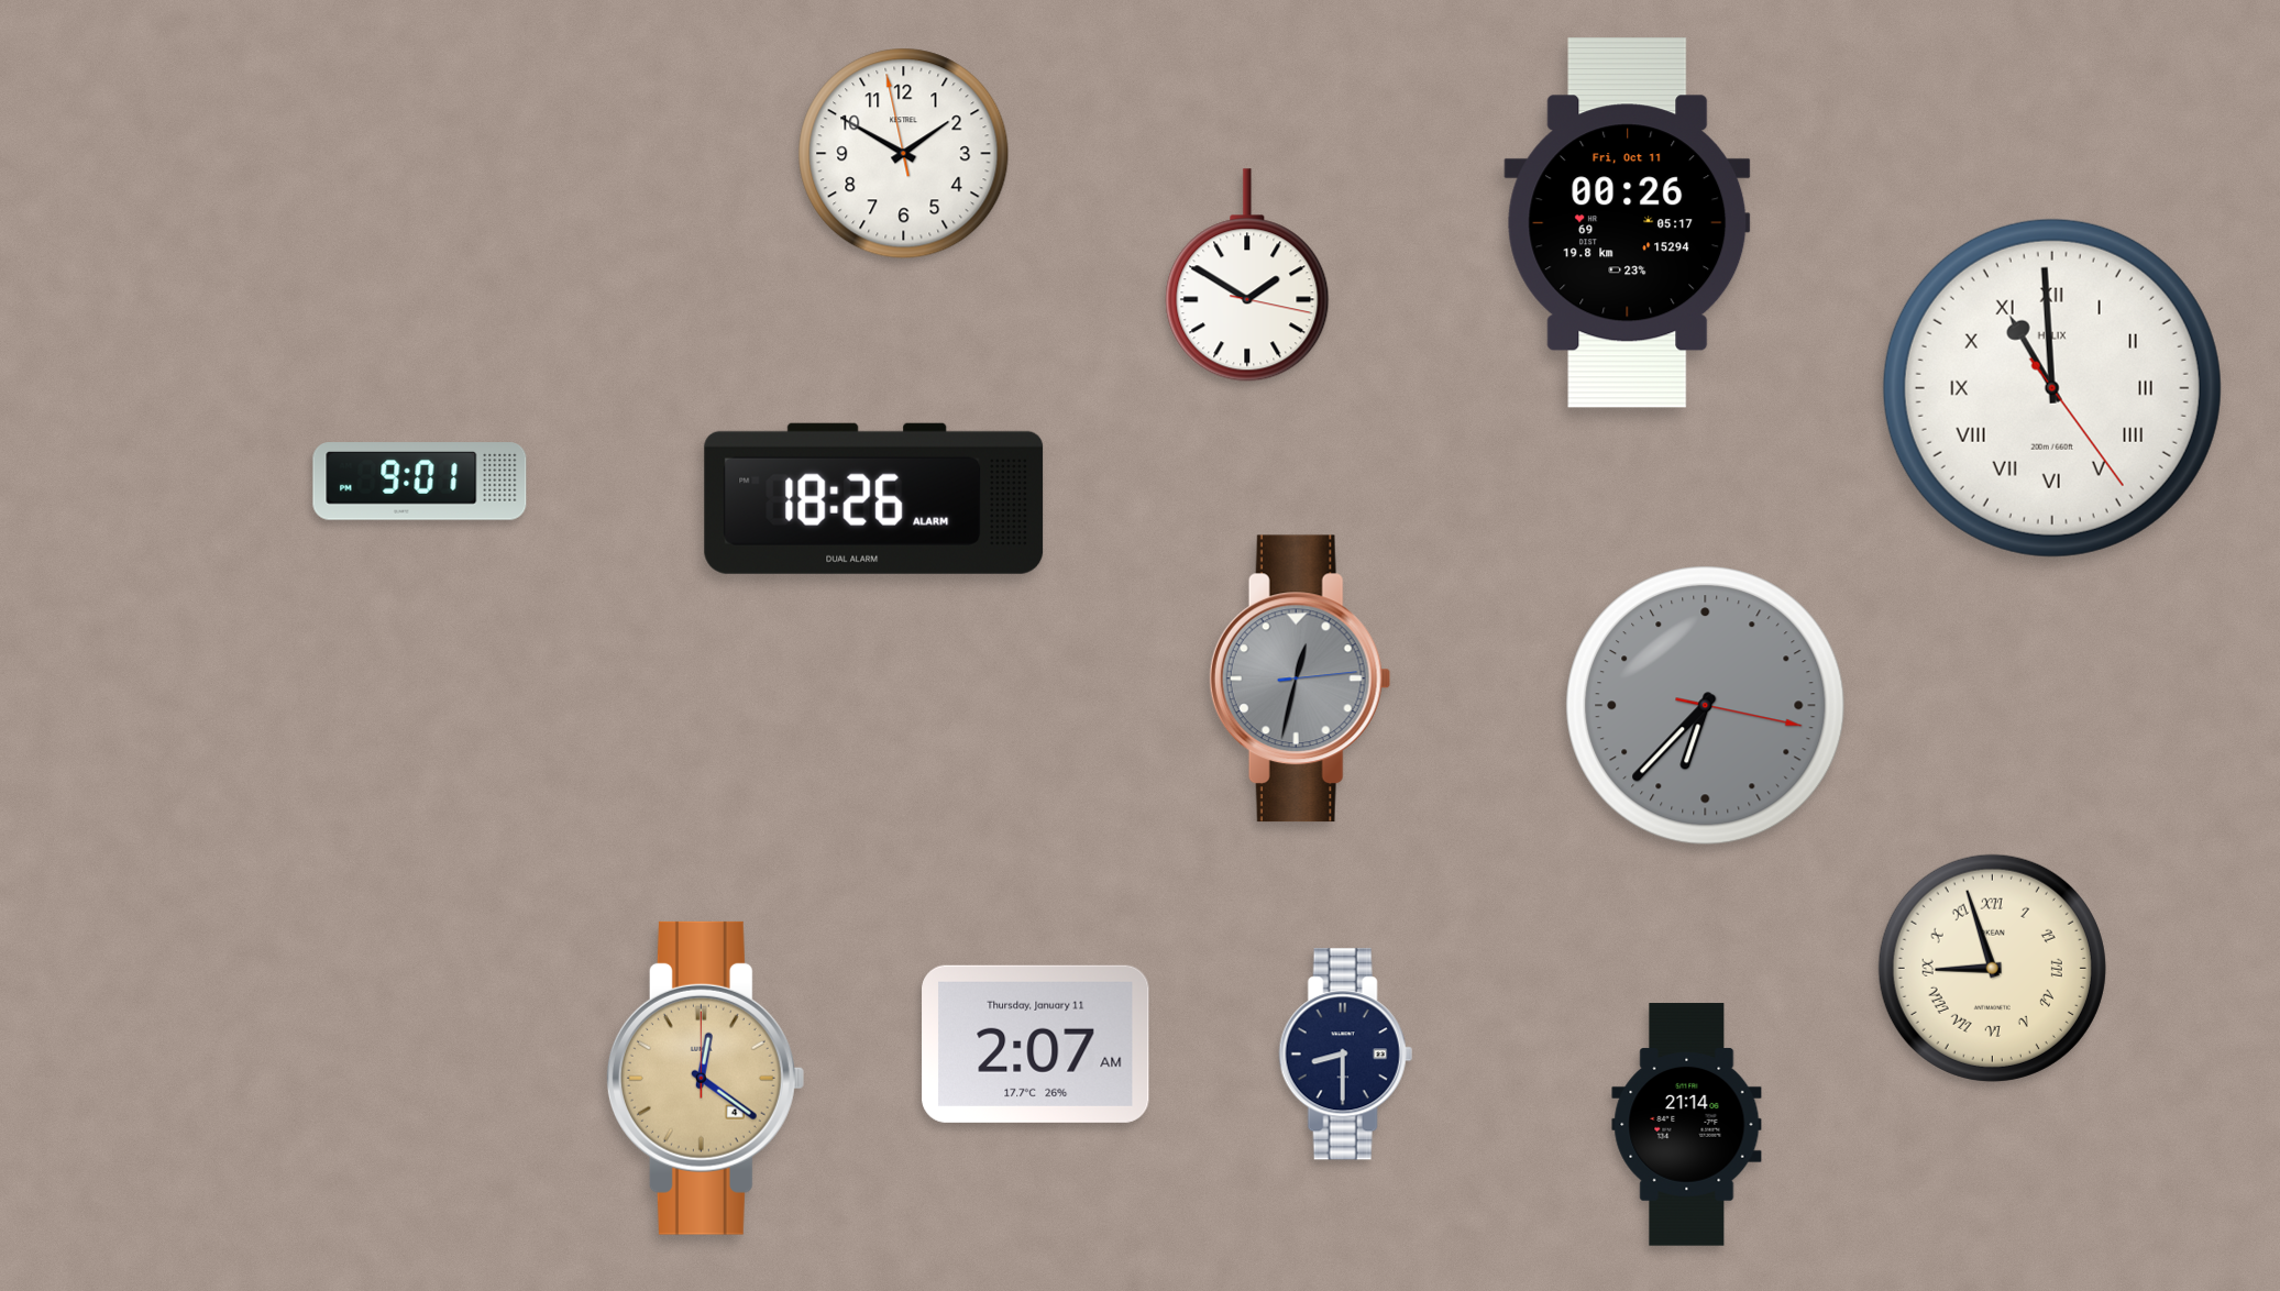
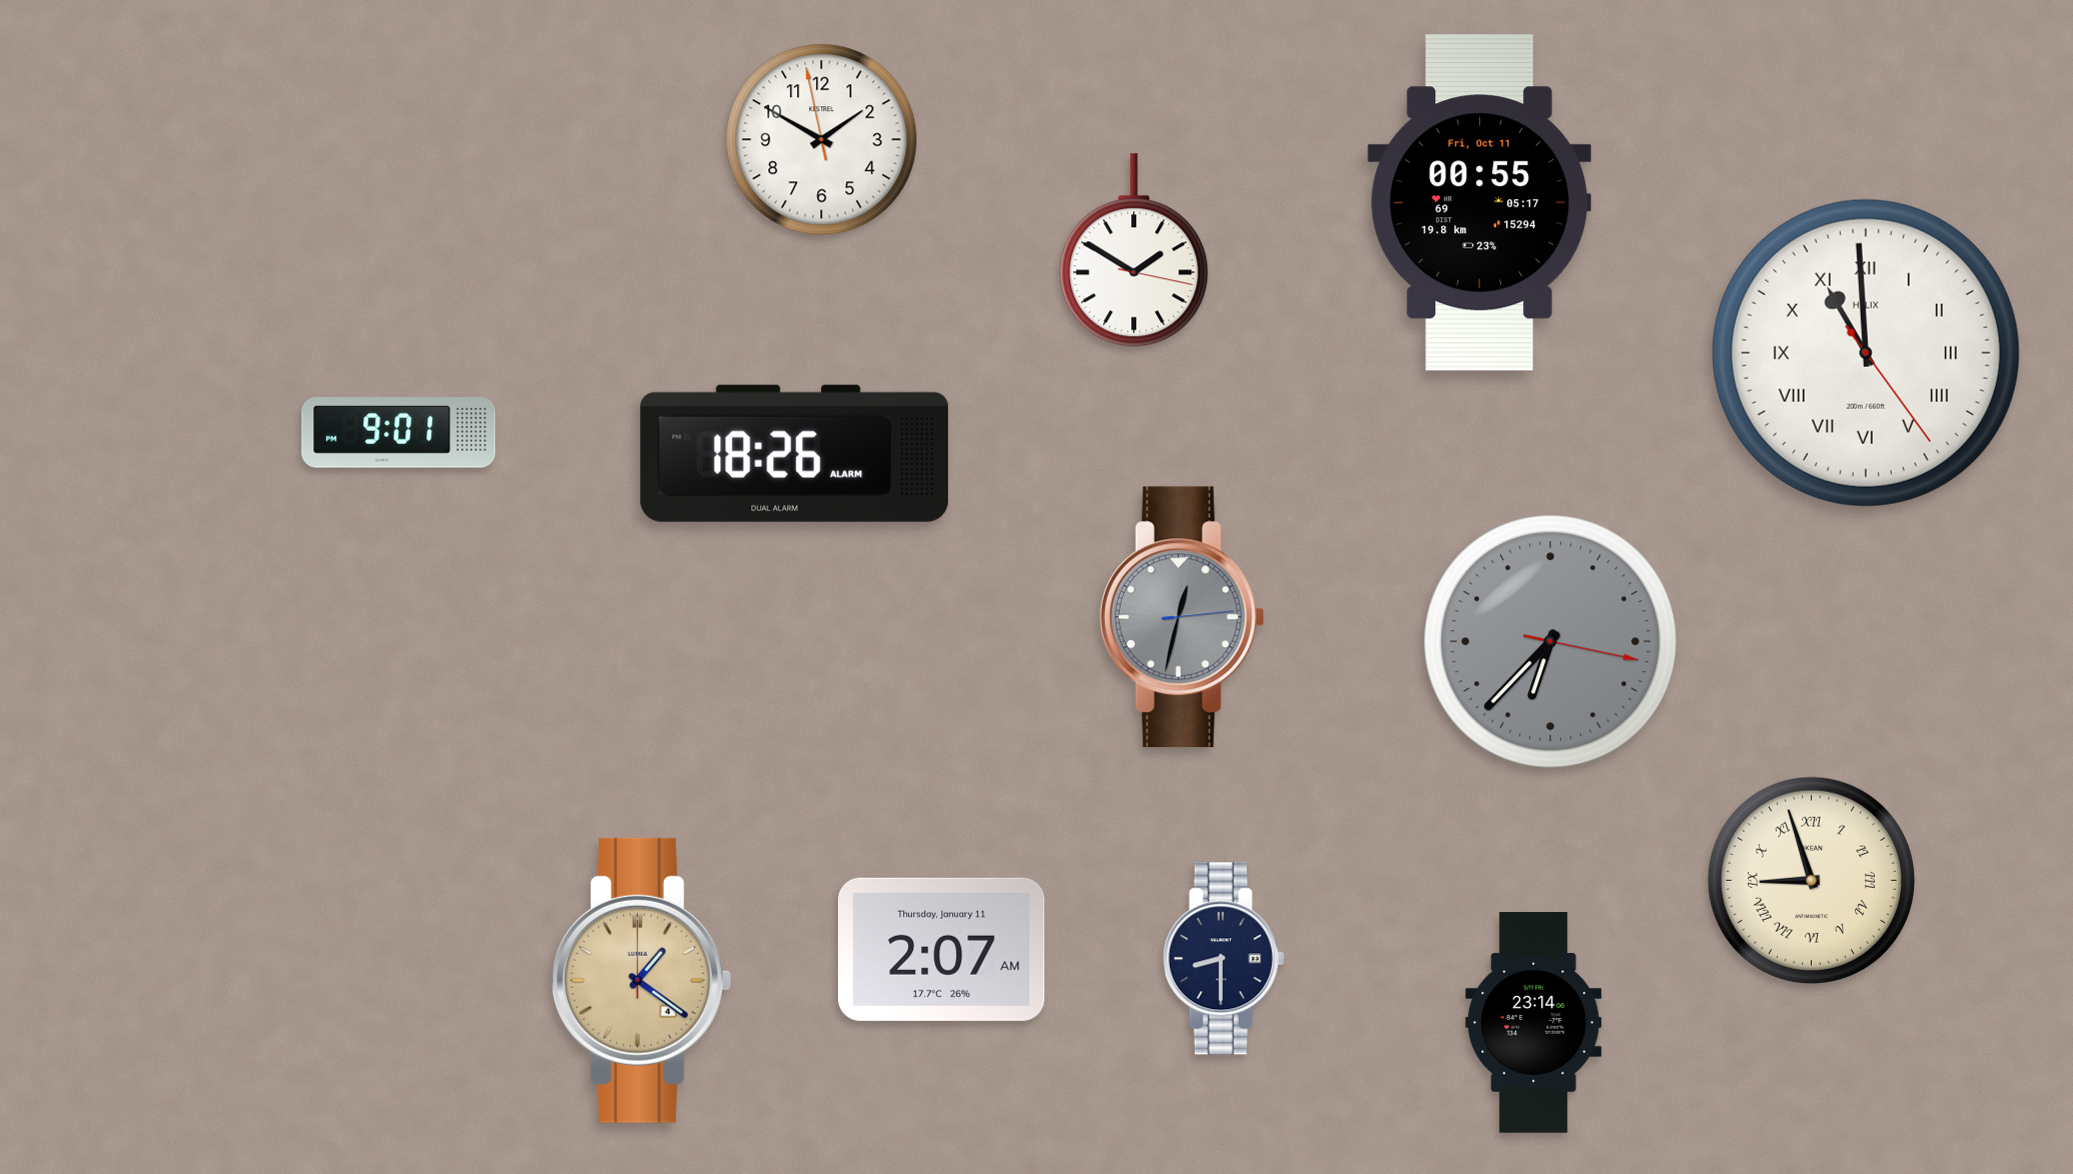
clock at (1628, 223): 00:26 -> 00:55
clock at (420, 482) position: (420, 482) -> (399, 433)
clock at (705, 1078): 12:21 -> 1:21
clock at (1687, 1125): 21:14 -> 23:14
